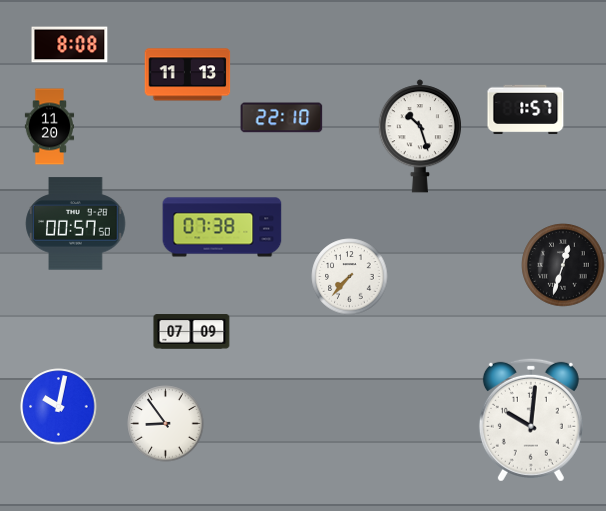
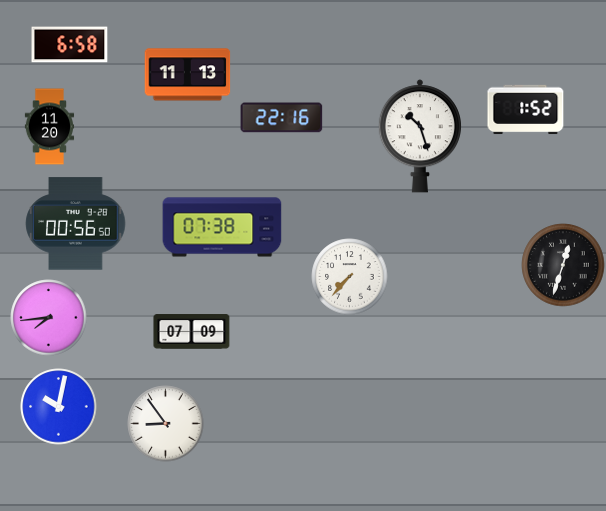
clock at (70, 45): 8:08 -> 6:58
clock at (526, 110): 1:57 -> 1:52
clock at (282, 118): 22:10 -> 22:16
clock at (76, 224): 00:57 -> 00:56
clock at (49, 318): none -> 7:44
clock at (531, 420): 10:01 -> none
